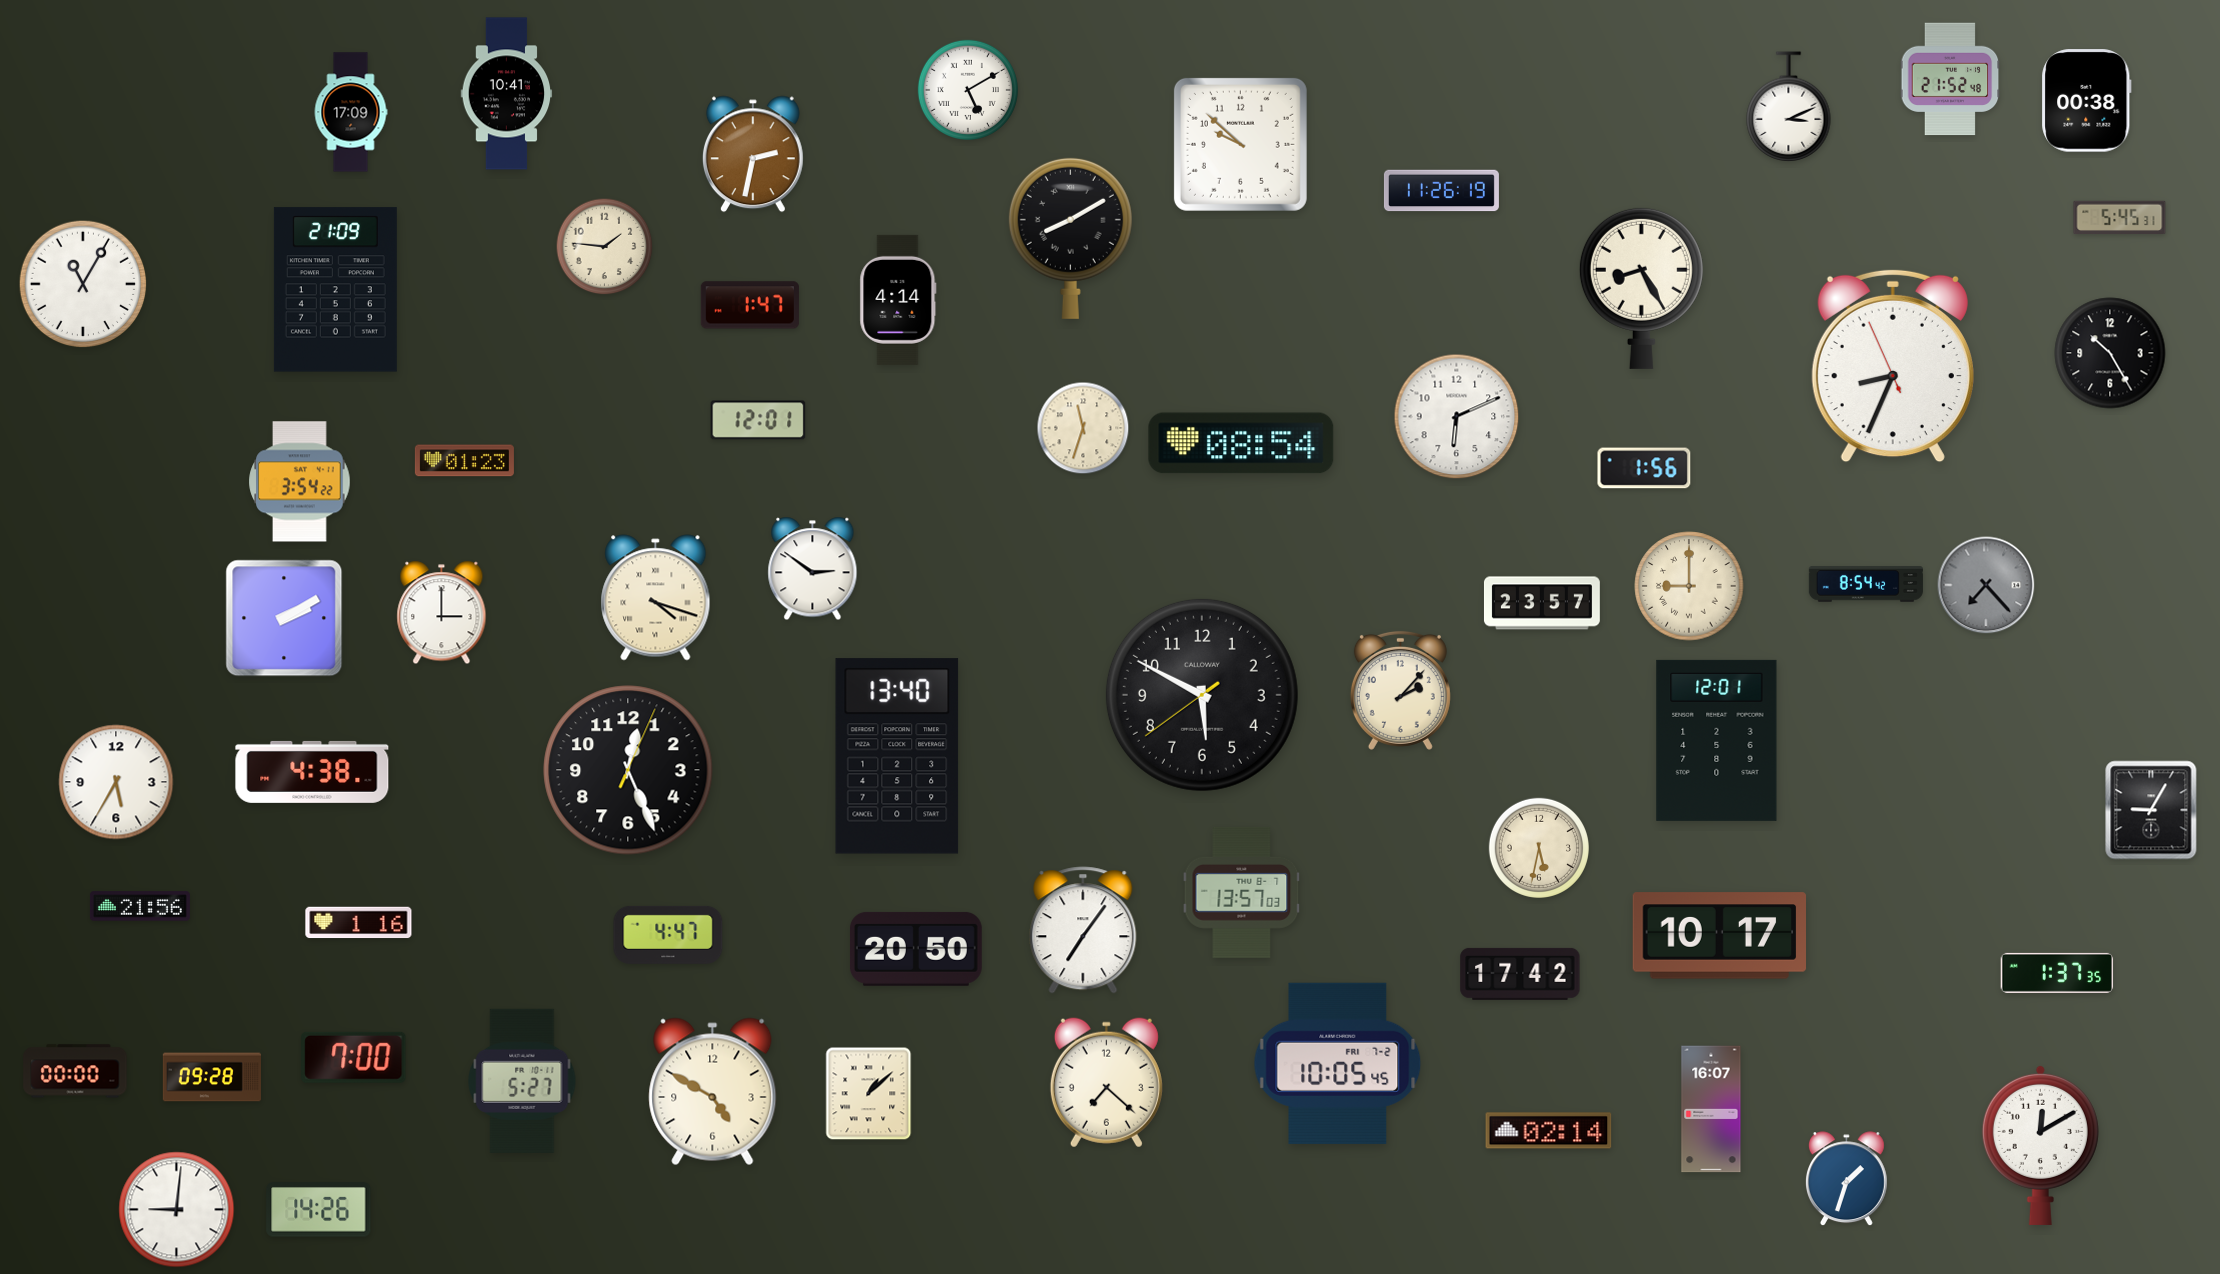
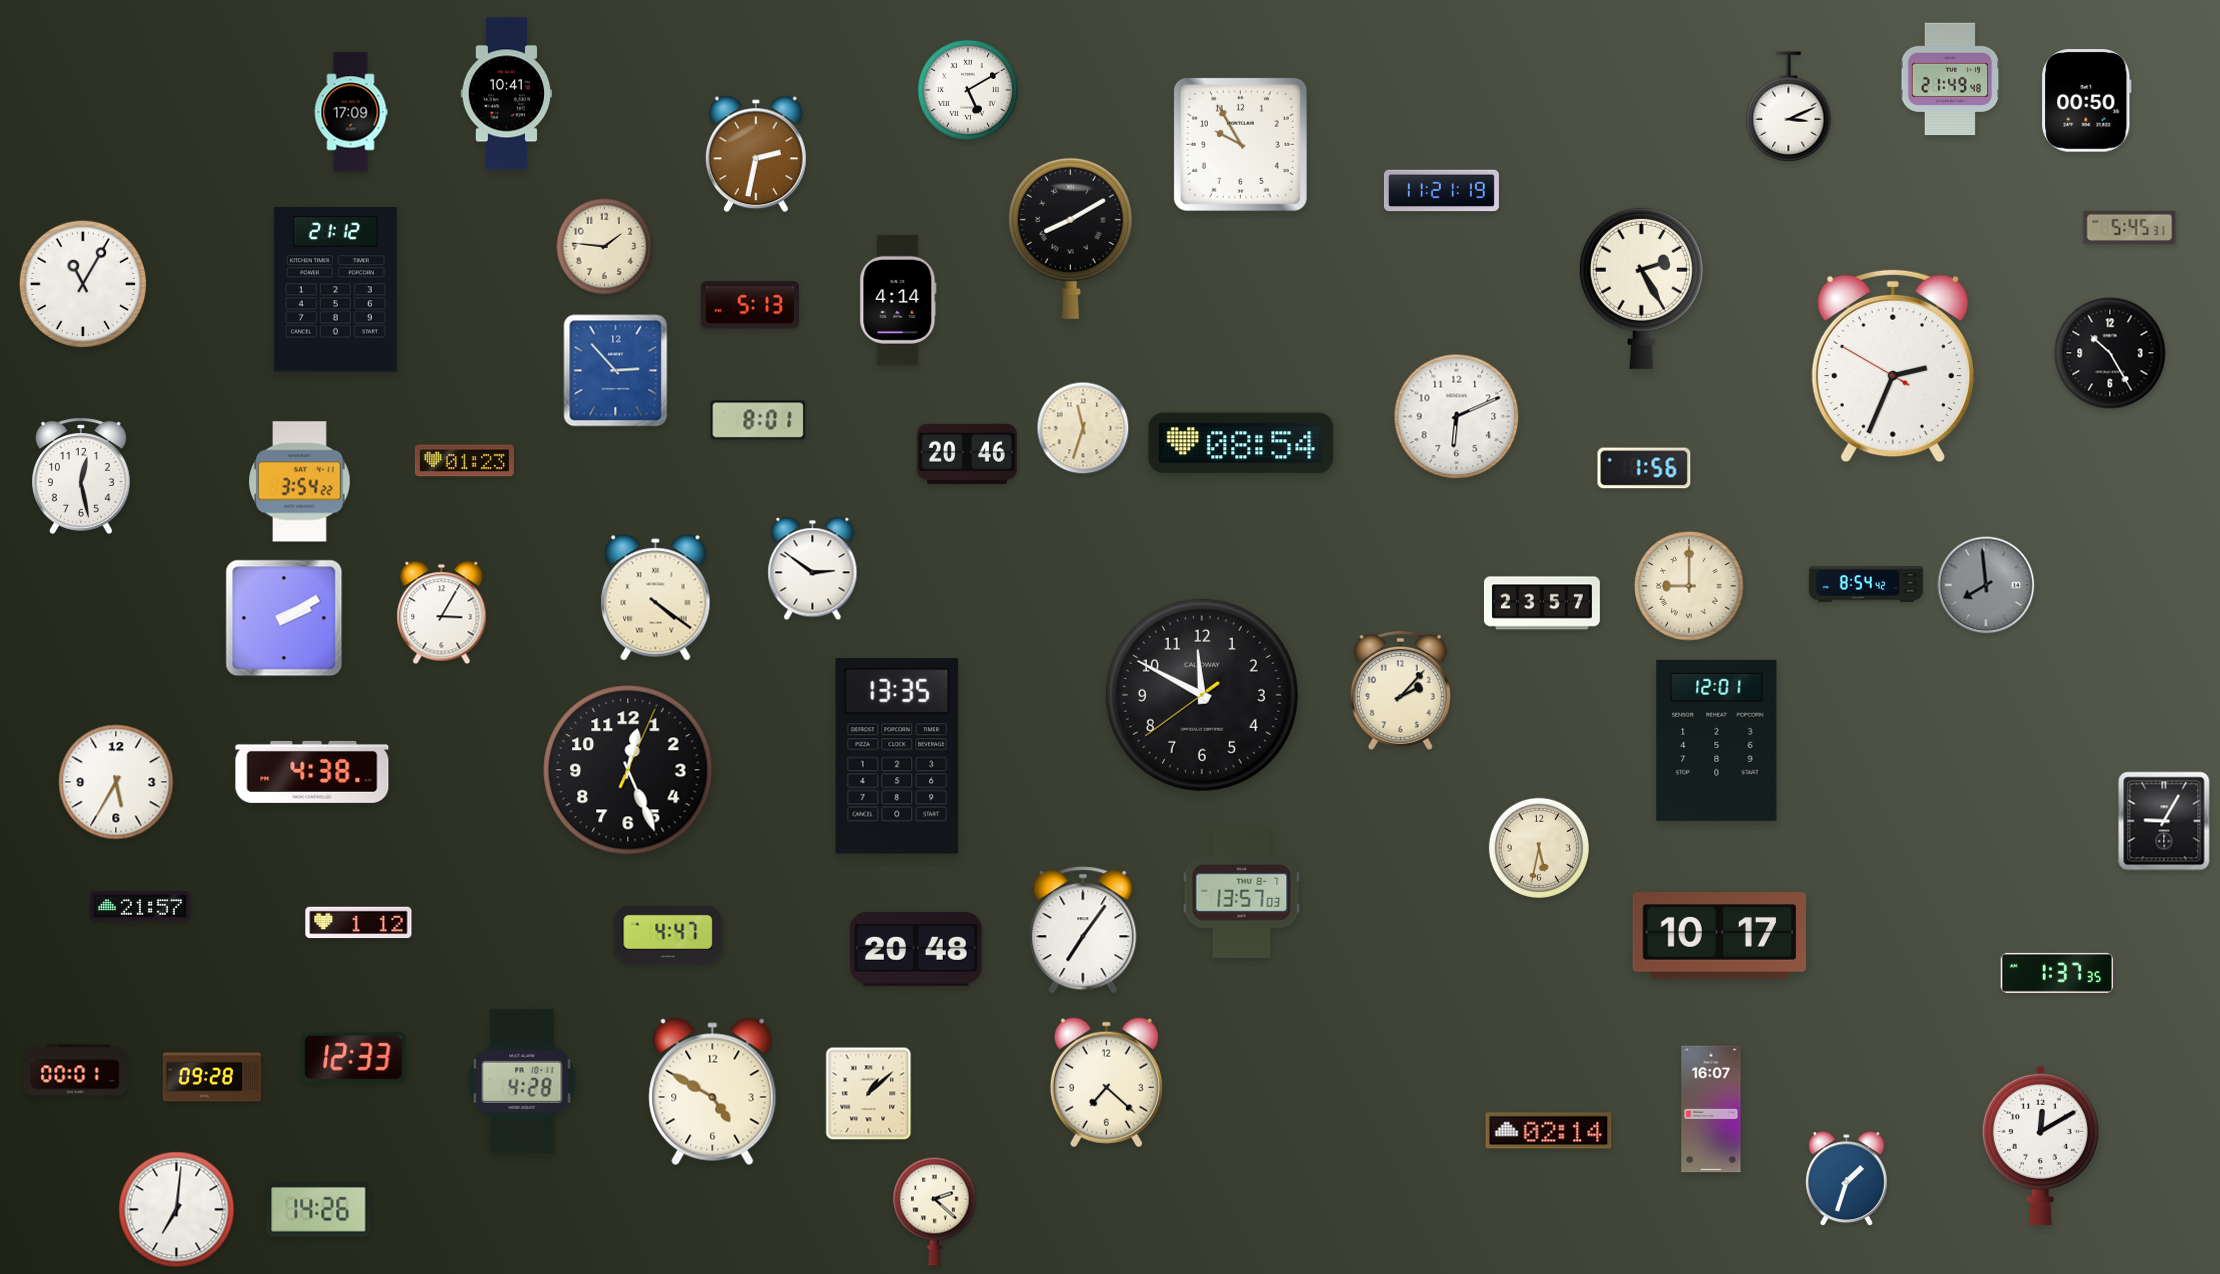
clock at (1950, 79): 21:52 -> 21:49
clock at (2087, 101): 00:38 -> 00:50
clock at (1240, 144): 9:52 -> 9:55
clock at (753, 154) position: (753, 154) -> (756, 154)
clock at (1441, 191): 11:26 -> 11:21
clock at (2120, 217) position: (2120, 217) -> (2130, 227)
clock at (1641, 288): 8:25 -> 2:25
clock at (335, 290): 21:09 -> 21:12
clock at (750, 305): 1:47 -> 5:13
clock at (1893, 366): 8:33 -> 2:33
clock at (616, 371): none -> 2:53
clock at (758, 420): 12:01 -> 8:01
clock at (967, 454): none -> 20:46
clock at (82, 476): none -> 12:28
clock at (1986, 585): 7:23 -> 7:59
clock at (656, 598): 4:18 -> 4:21
clock at (442, 613): 3:00 -> 3:05
clock at (1202, 695): 5:49 -> 11:49
clock at (897, 756): 13:40 -> 13:35
clock at (2151, 810) position: (2151, 810) -> (2164, 821)
clock at (140, 906): 21:56 -> 21:57
clock at (359, 923): 1:16 -> 1:12
clock at (916, 949): 20:50 -> 20:48
clock at (1520, 974): 17:42 -> none
clock at (354, 1057): 7:00 -> 12:33
clock at (1338, 1063): 10:05 -> none
clock at (75, 1071): 00:00 -> 00:01
clock at (522, 1081): 5:27 -> 4:28
clock at (177, 1210): 9:01 -> 7:01
clock at (935, 1211): none -> 2:22
